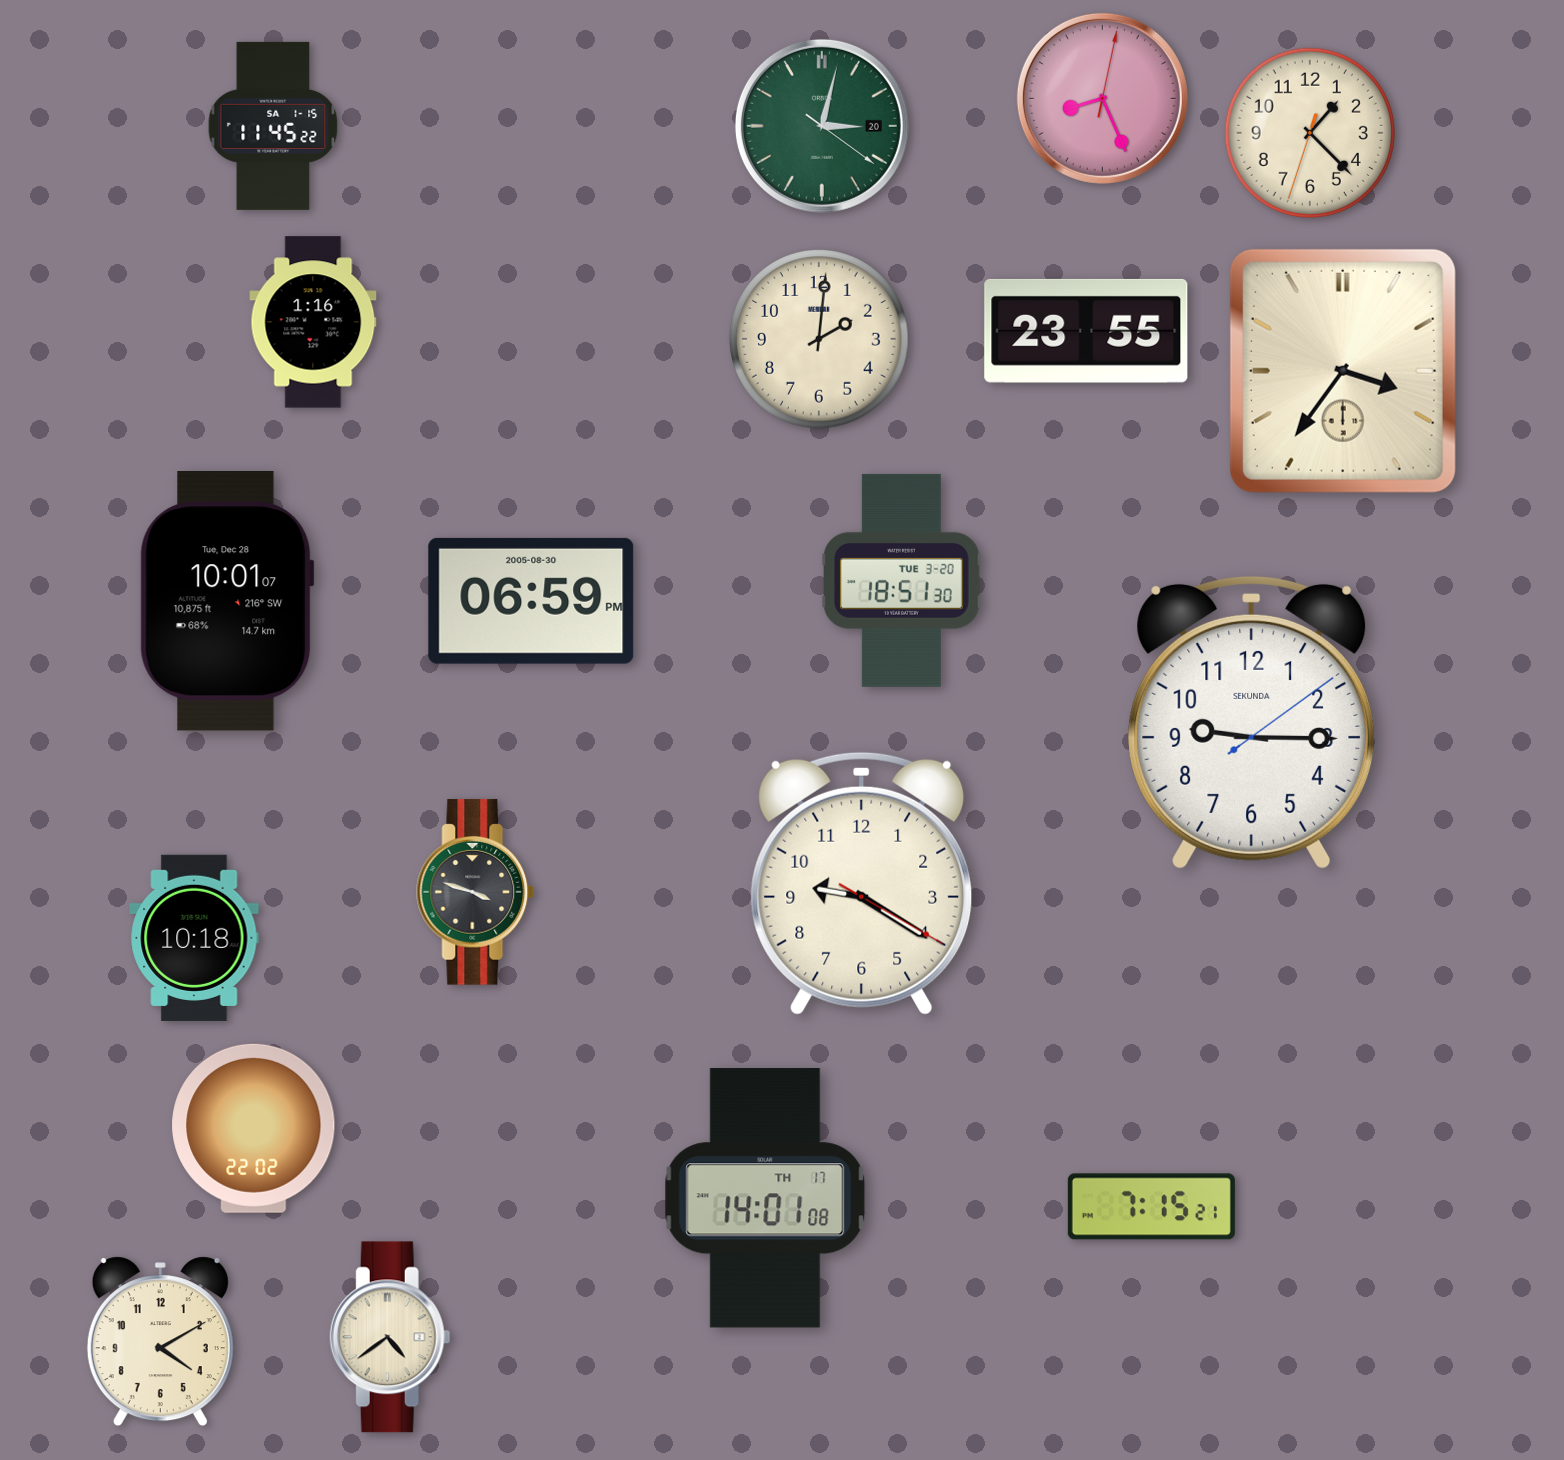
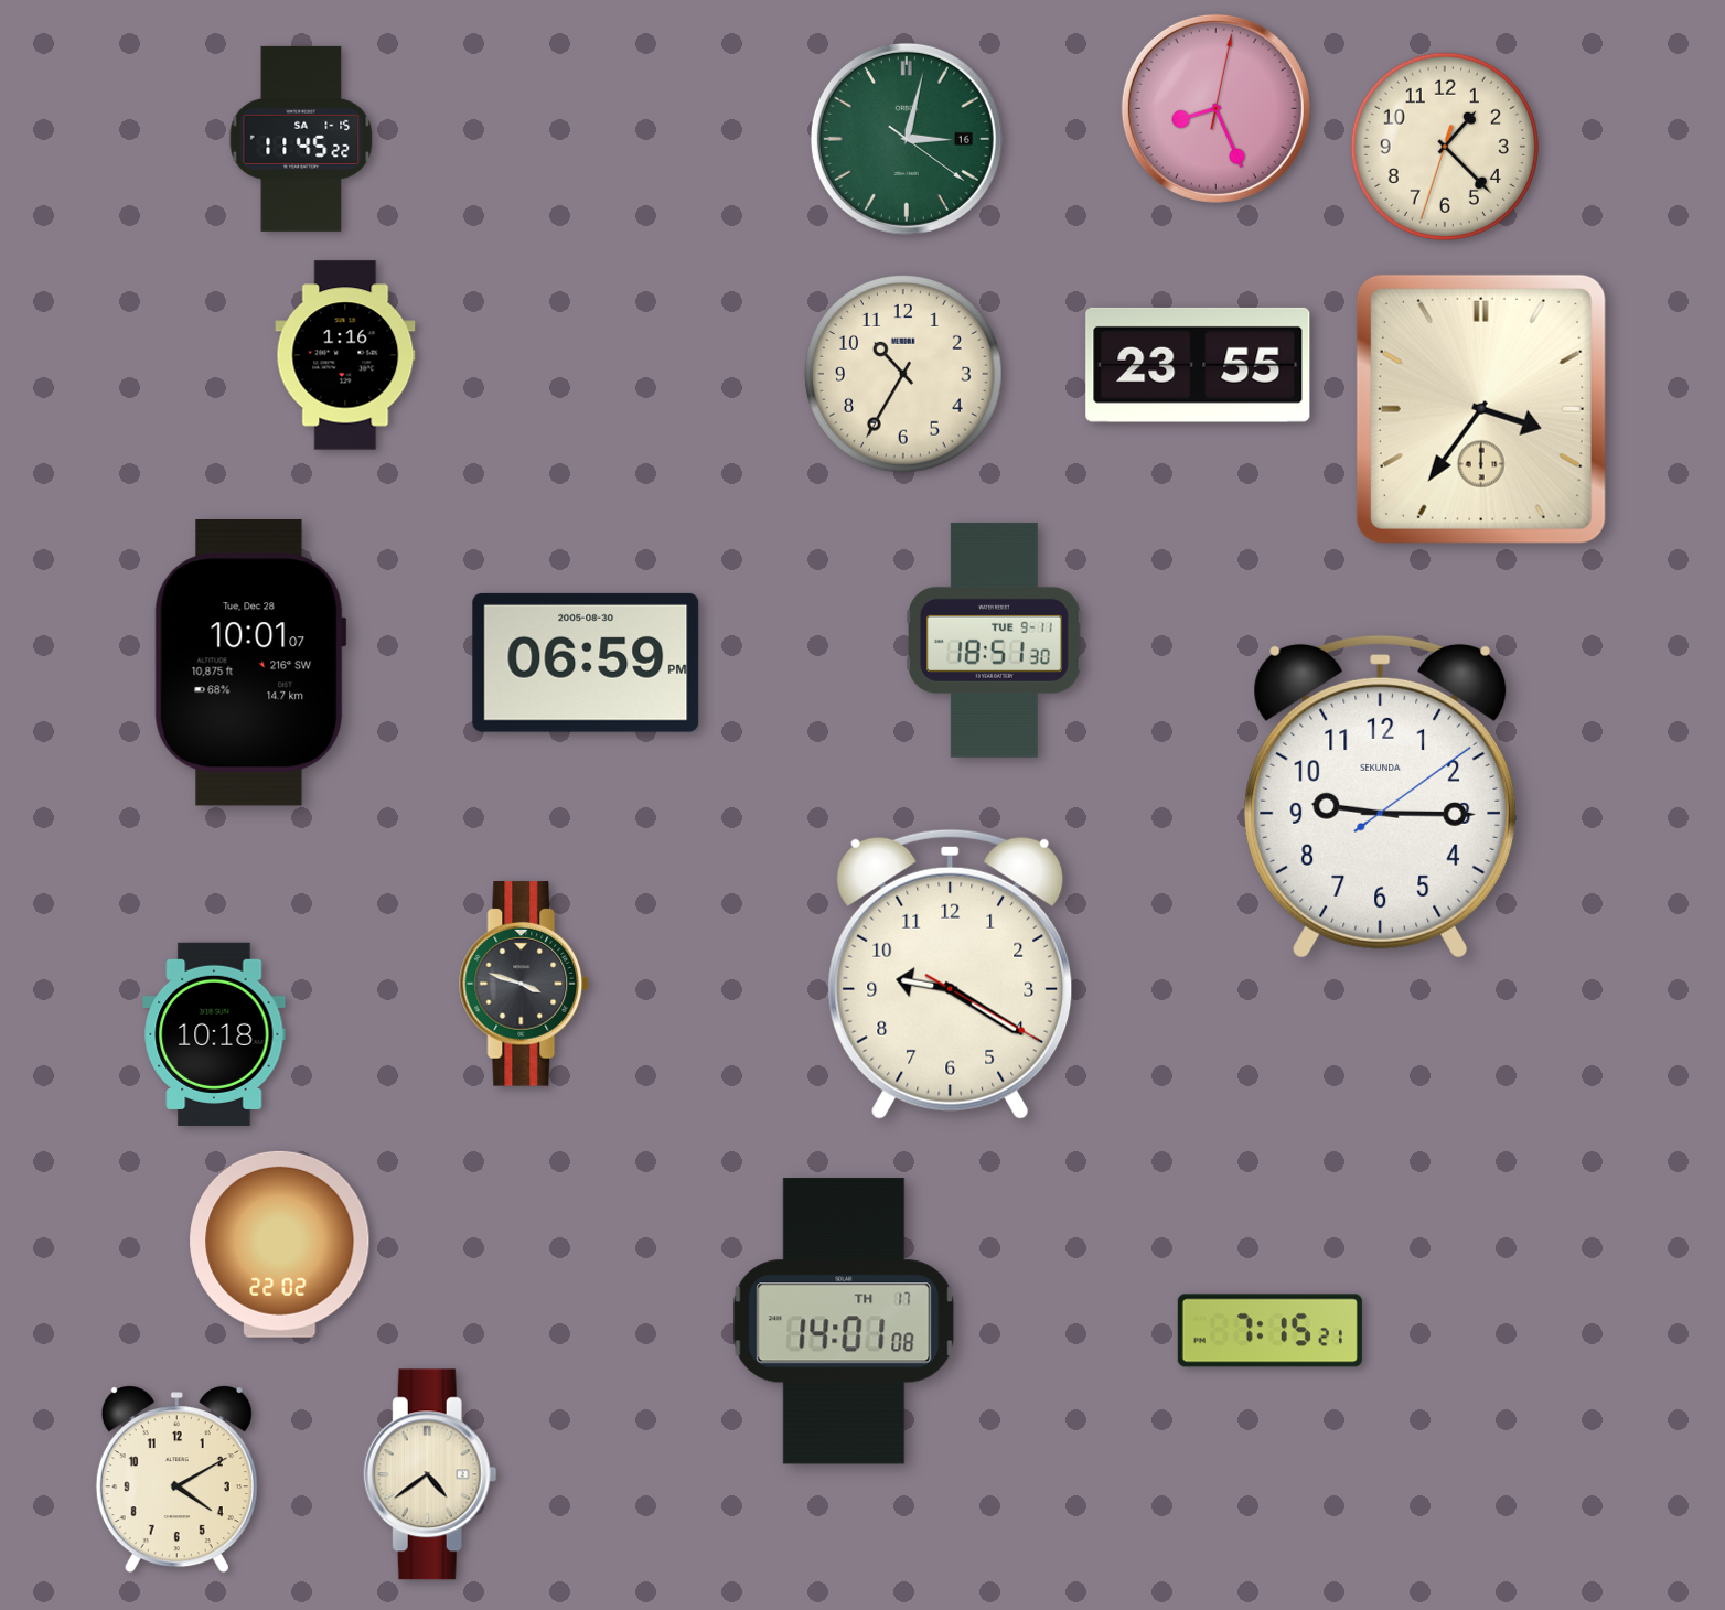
clock at (822, 126) date: 20 -> 16
clock at (820, 340): 2:01 -> 10:35
clock at (902, 580) date: TUE 3-20 -> TUE 9-11
